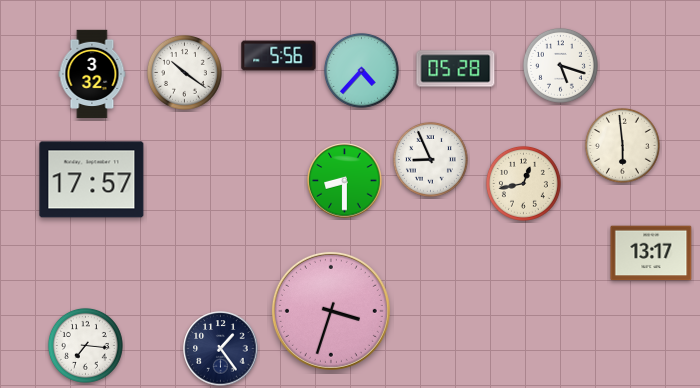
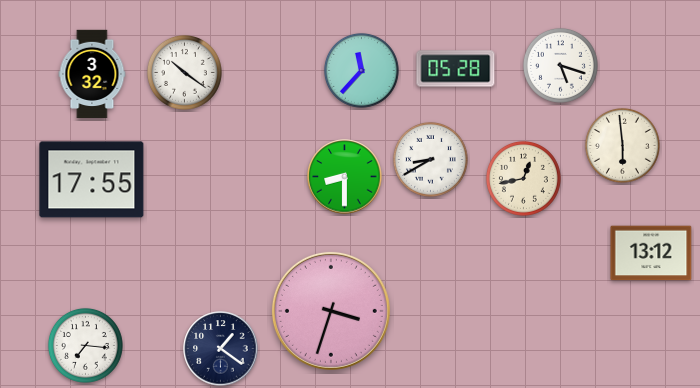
clock at (279, 56): 5:56 -> none
clock at (361, 70): 4:37 -> 11:37
clock at (430, 159): 8:56 -> 8:40
clock at (92, 180): 17:57 -> 17:55
clock at (345, 181) position: (345, 181) -> (345, 177)
clock at (523, 183) position: (523, 183) -> (523, 178)
clock at (651, 253): 13:17 -> 13:12
clock at (221, 349): 1:24 -> 1:21
